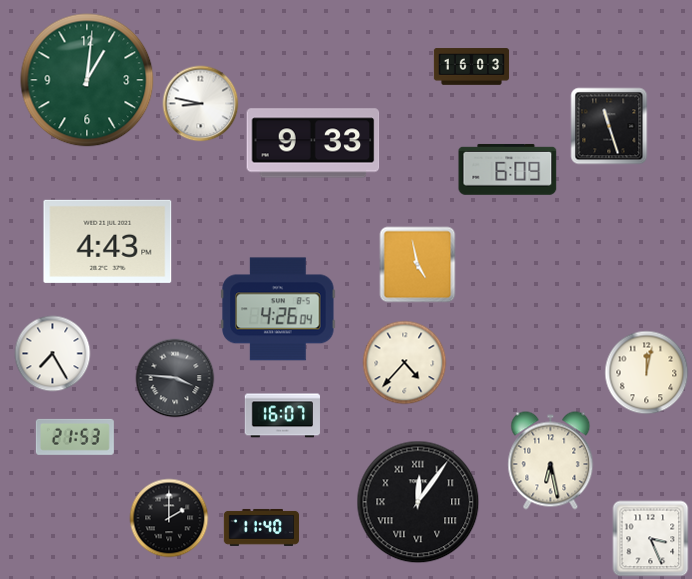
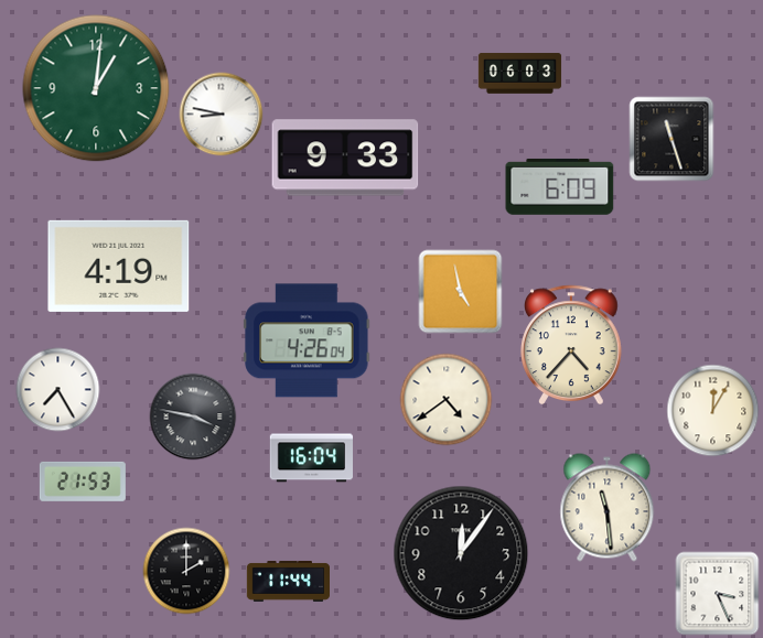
clock at (472, 67): 16:03 -> 06:03
clock at (108, 241): 4:43 -> 4:19
clock at (572, 344): none -> 4:37
clock at (405, 363): 4:37 -> 4:39
clock at (647, 373): 12:02 -> 12:05
clock at (175, 378): 3:46 -> 3:47
clock at (282, 416): 16:07 -> 16:04
clock at (551, 461): 6:28 -> 11:29
clock at (418, 502) numerals: Roman -> Arabic
clock at (261, 527): 11:40 -> 11:44
